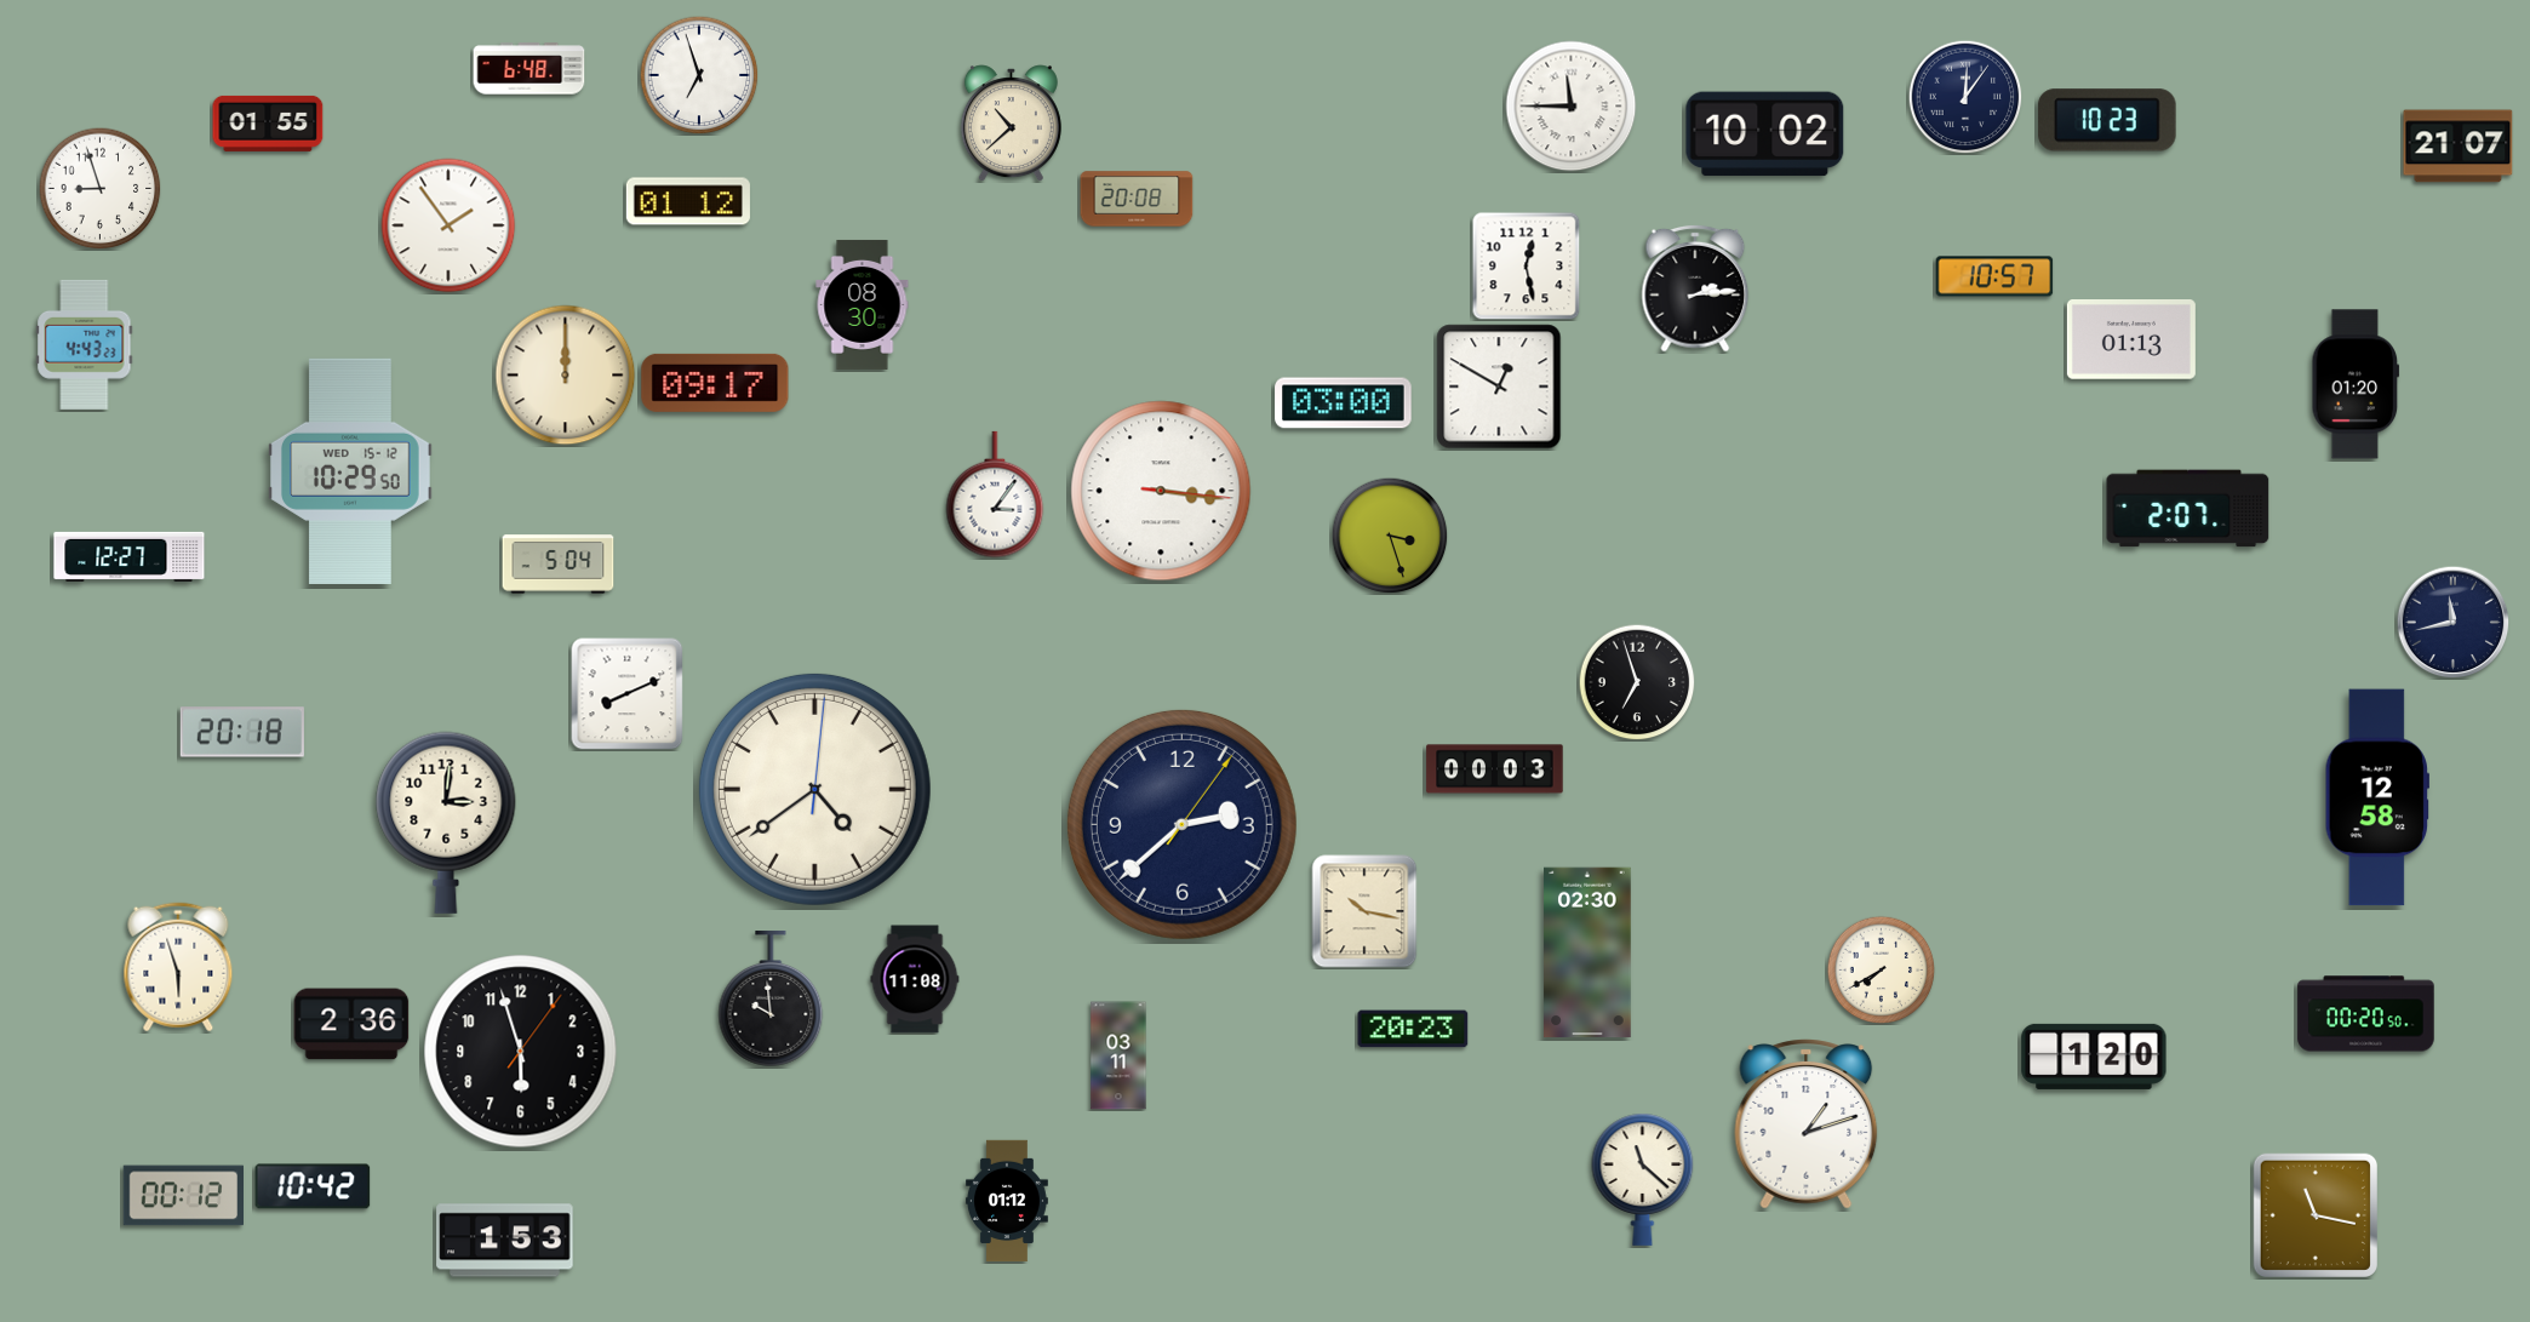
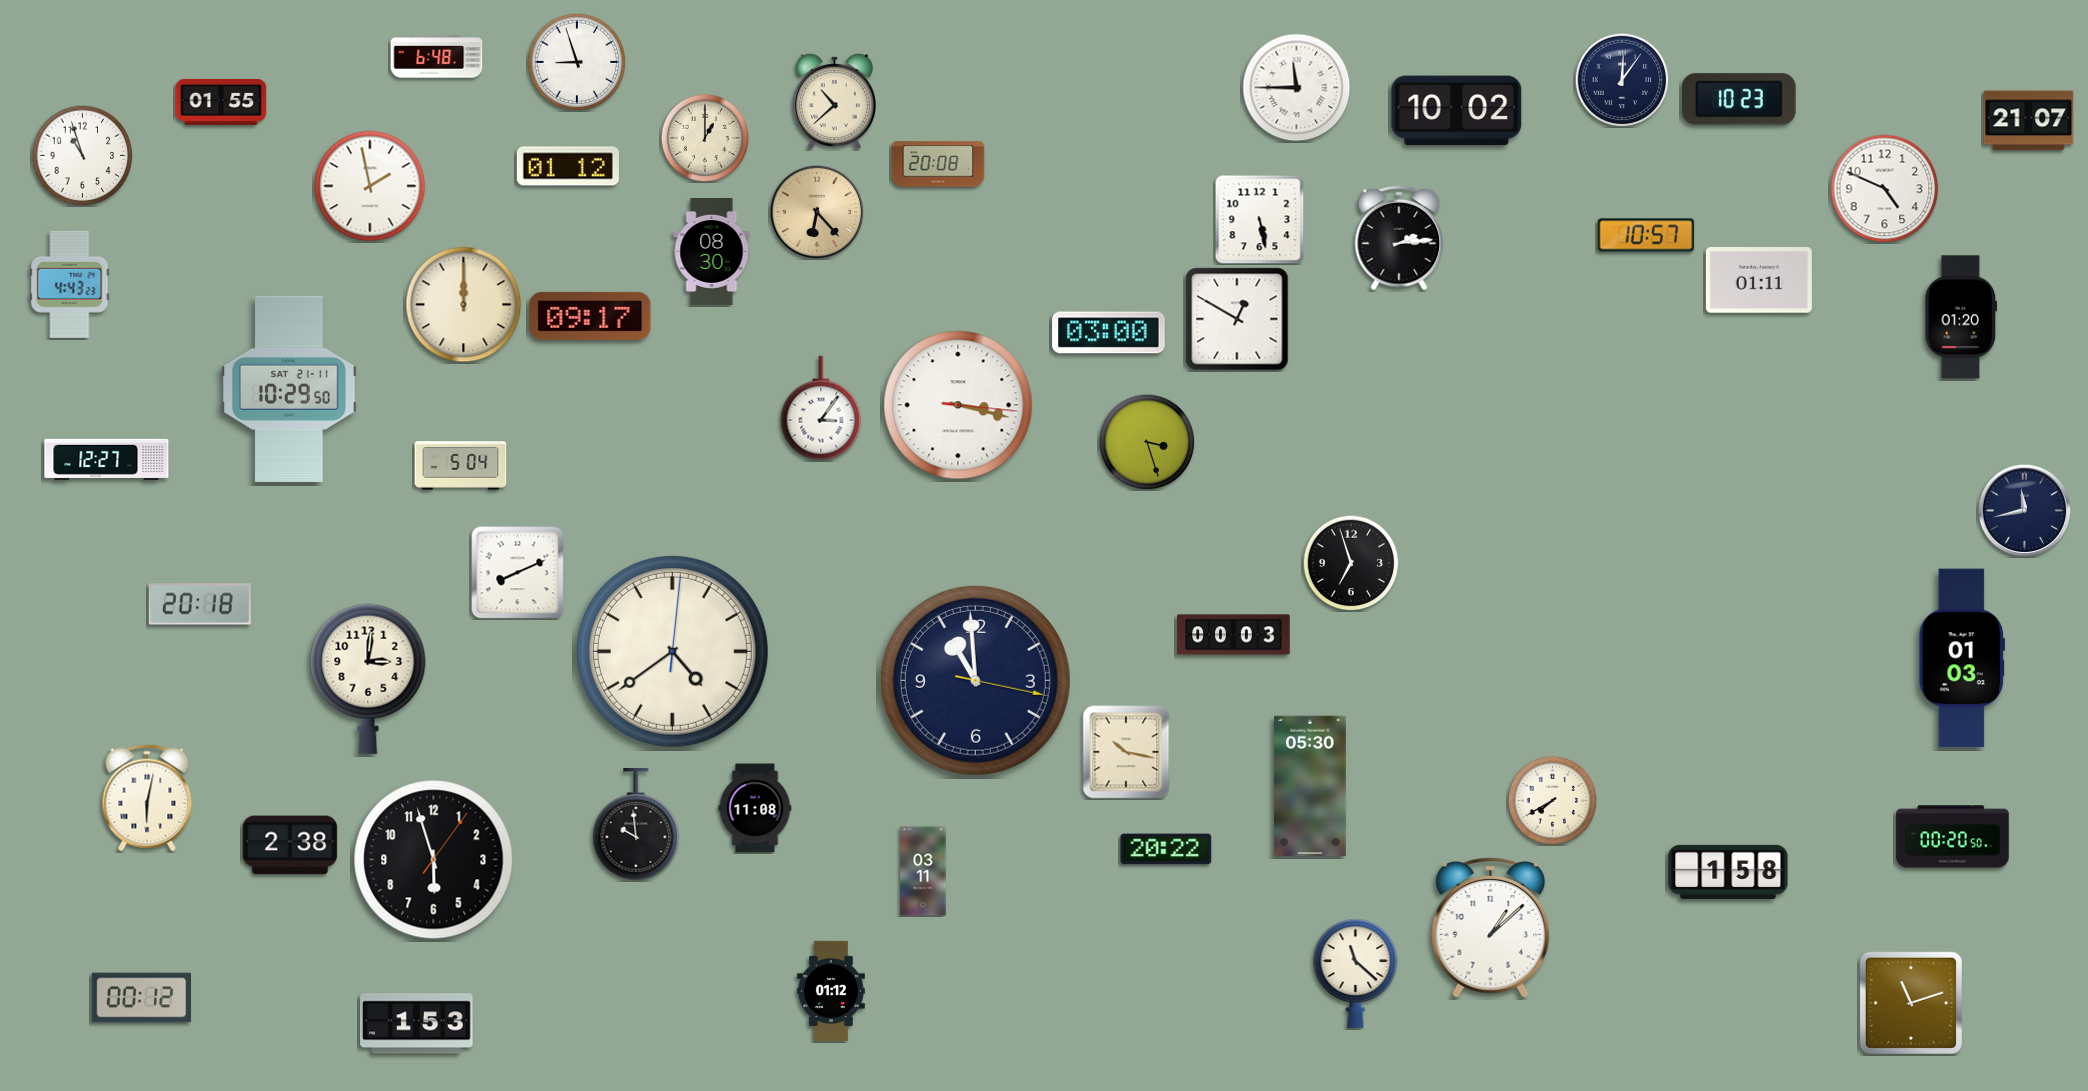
clock at (699, 75): 6:57 -> 8:57
clock at (705, 138): none -> 1:00
clock at (101, 189): 8:57 -> 10:57
clock at (448, 225): 1:54 -> 1:58
clock at (1885, 189): none -> 4:49
clock at (817, 212): none -> 6:23
clock at (1526, 265): 12:28 -> 5:28
clock at (1994, 276) position: (1994, 276) -> (1646, 235)
clock at (2131, 340): 01:13 -> 01:11
clock at (566, 376) position: (566, 376) -> (464, 305)
clock at (2356, 384) position: (2356, 384) -> (1961, 317)
clock at (351, 471) date: WED 15-12 -> SAT 21-11
clock at (1161, 491): 3:16 -> 3:17
clock at (2188, 509): 2:07 -> none
clock at (2452, 622) position: (2452, 622) -> (2024, 510)
clock at (2377, 797): 12:58 -> 01:03
clock at (1181, 824): 2:38 -> 10:59
clock at (1587, 952): 02:30 -> 05:30
clock at (178, 967): 5:57 -> 6:02
clock at (351, 1024): 2:36 -> 2:38
clock at (1413, 1029): 20:23 -> 20:22
clock at (521, 1052) position: (521, 1052) -> (434, 860)
clock at (2094, 1057): 1:20 -> 1:58
clock at (1807, 1124): 1:12 -> 1:08
clock at (313, 1186): 10:42 -> none
clock at (183, 1196) position: (183, 1196) -> (141, 998)
clock at (2314, 1214): 11:17 -> 11:12
